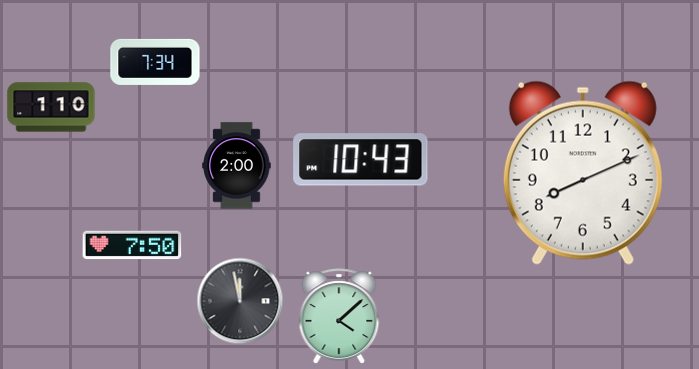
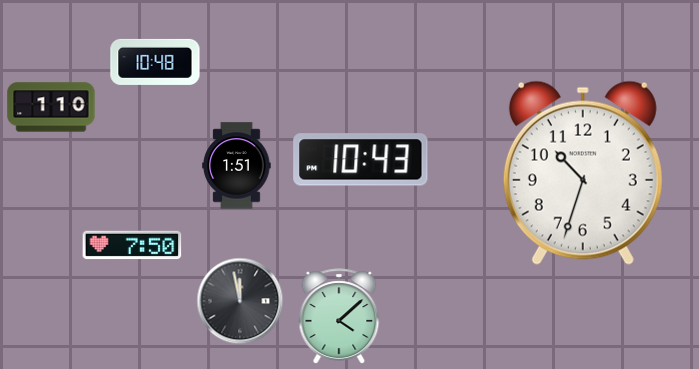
clock at (155, 62): 7:34 -> 10:48
clock at (237, 166): 2:00 -> 1:51
clock at (583, 173): 8:11 -> 10:33
